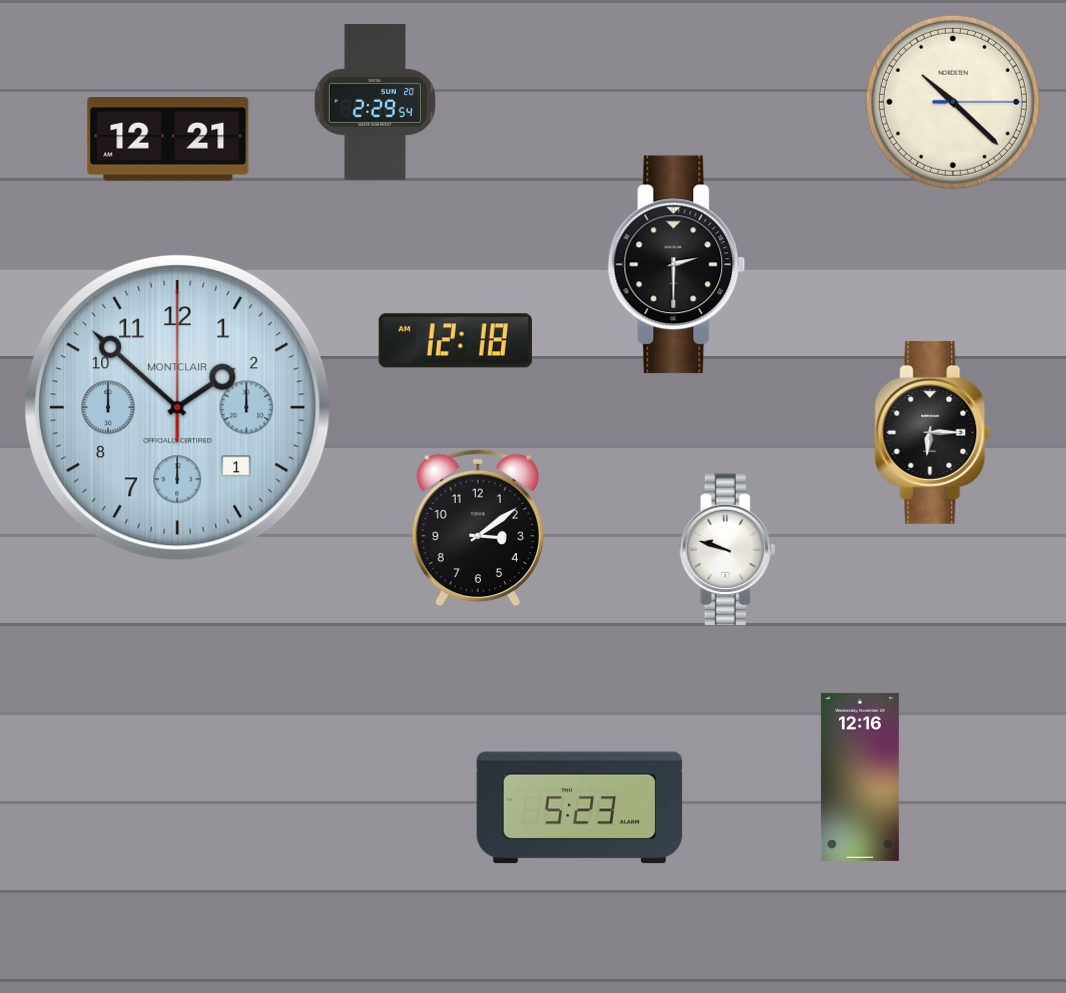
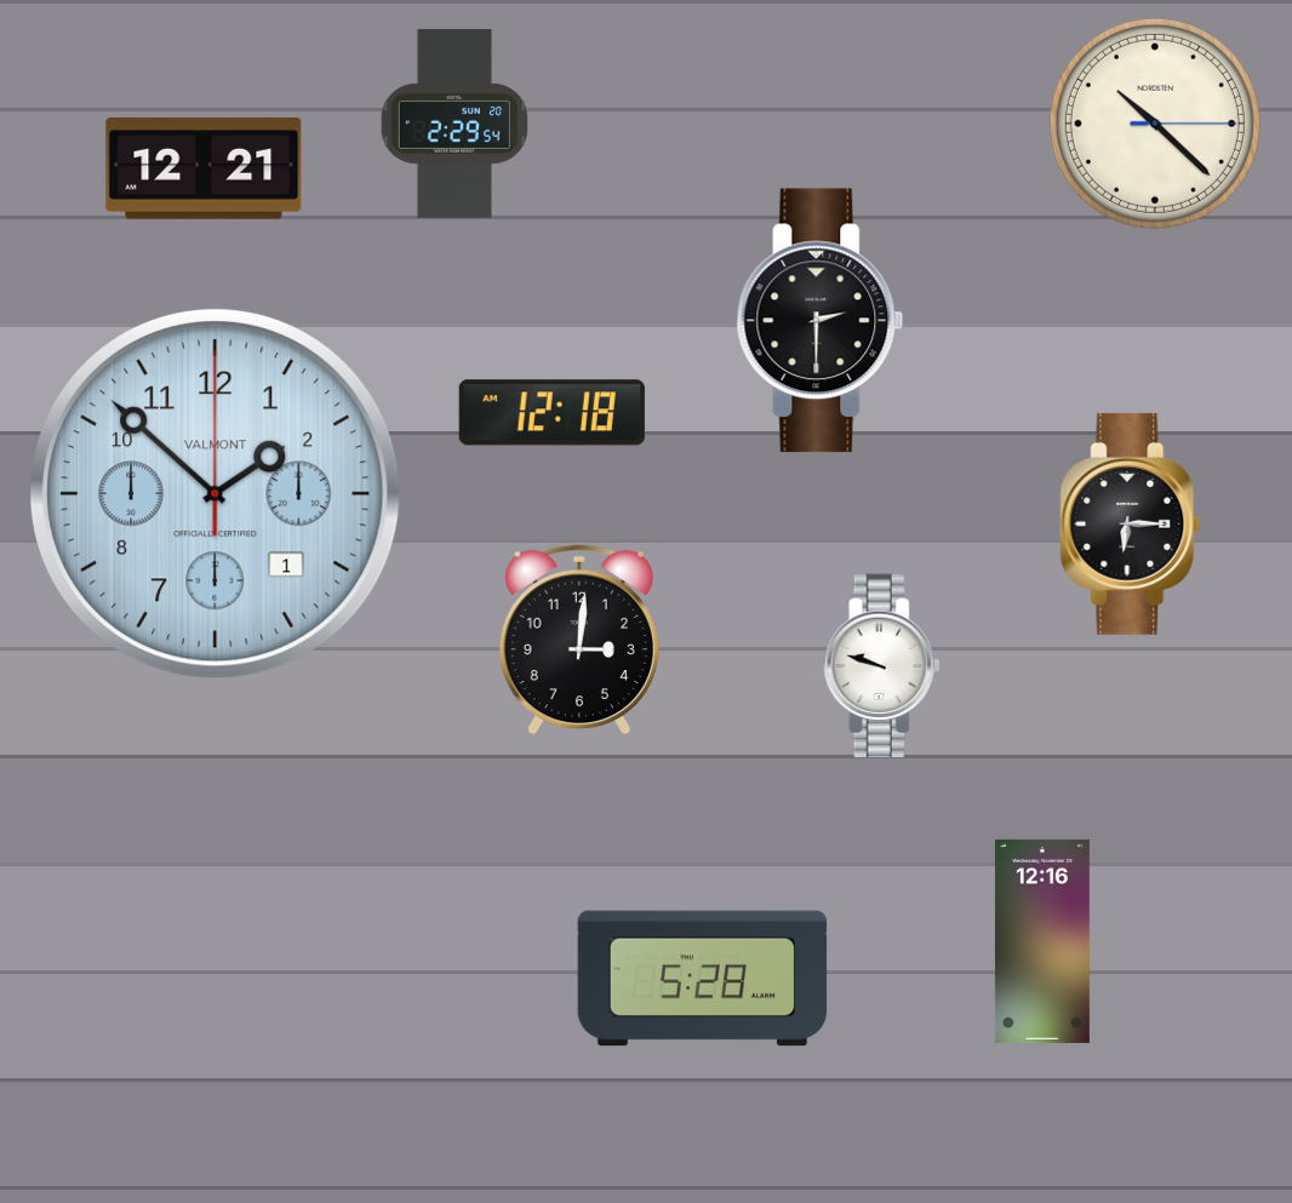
clock at (177, 407) brand: MONTCLAIR -> VALMONT
clock at (478, 528): 3:09 -> 3:01
clock at (580, 808): 5:23 -> 5:28
